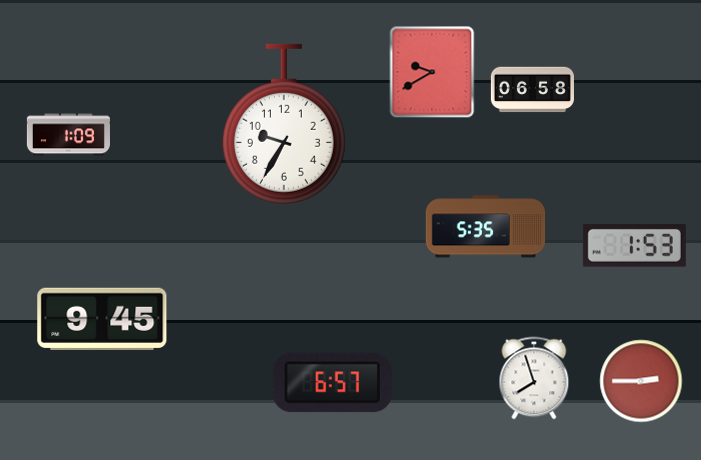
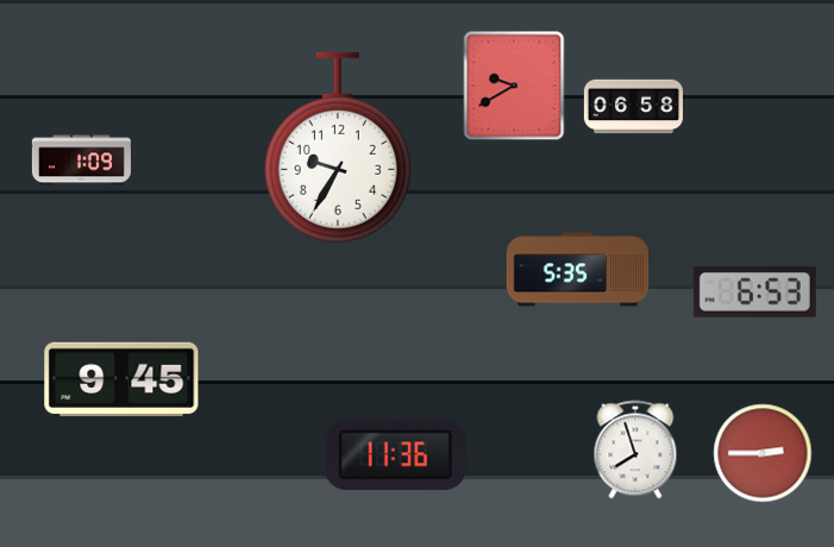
clock at (634, 245): 1:53 -> 6:53
clock at (332, 383): 6:57 -> 11:36
